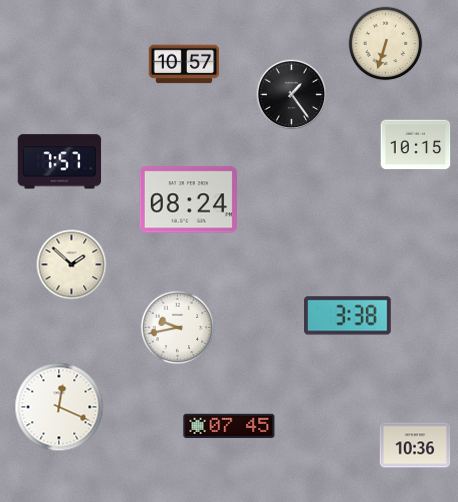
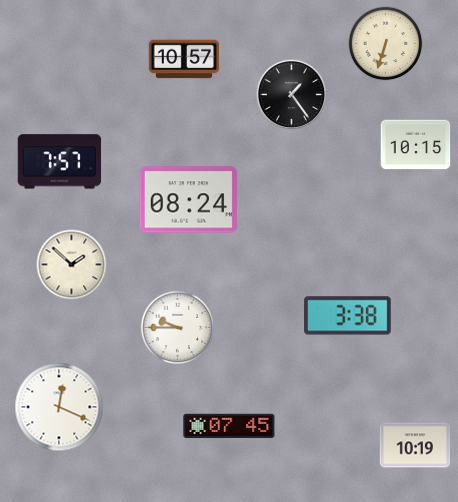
clock at (184, 64) position: (184, 64) -> (184, 59)
clock at (178, 328): 9:43 -> 9:45
clock at (415, 445): 10:36 -> 10:19
